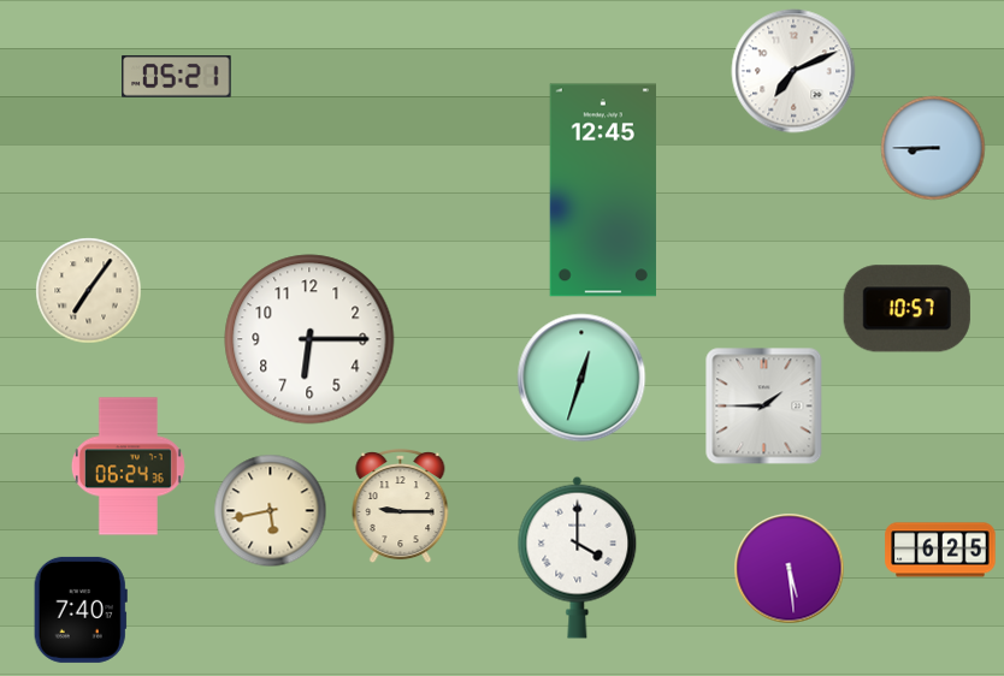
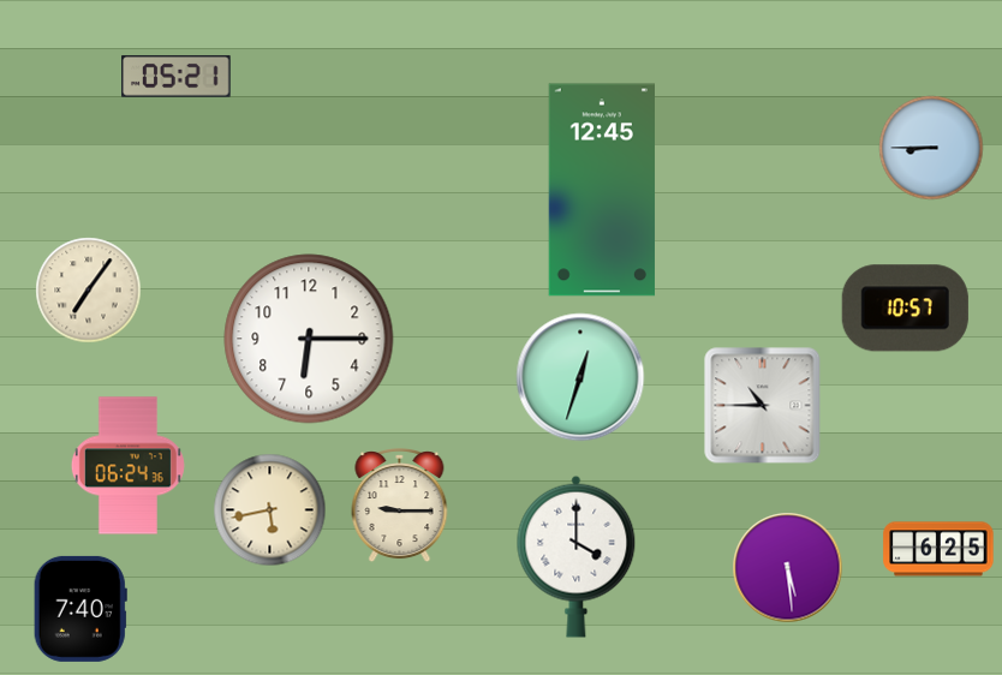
clock at (793, 71): 7:11 -> none
clock at (764, 407): 1:45 -> 10:45
